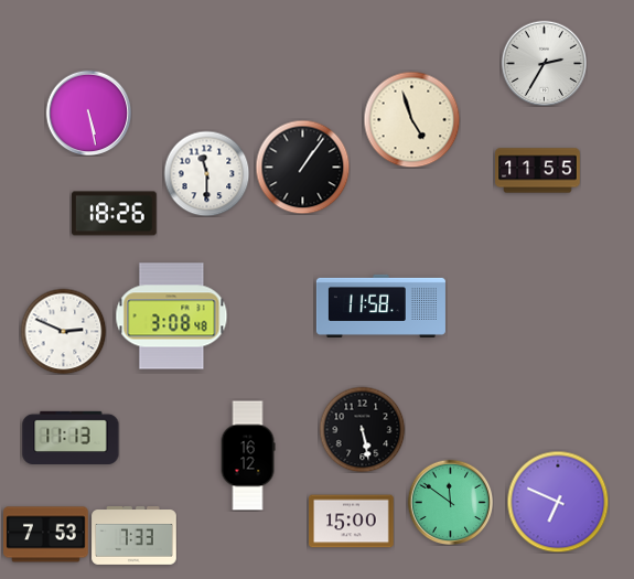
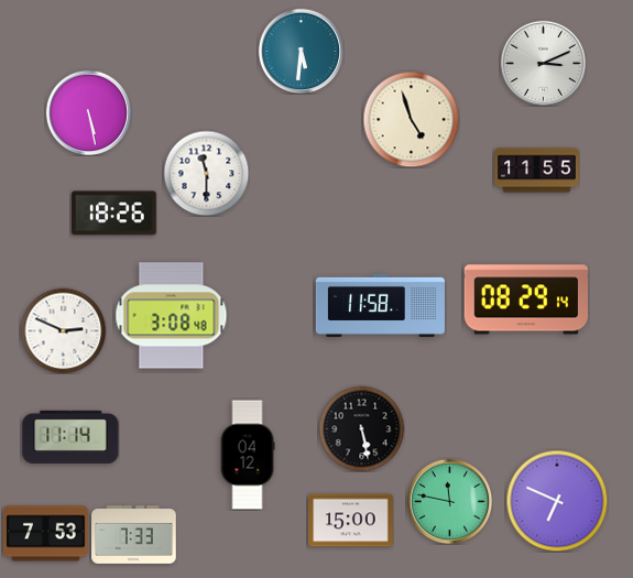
clock at (301, 51): none -> 5:31
clock at (544, 63): 2:35 -> 3:11
clock at (302, 167): 1:06 -> none
clock at (525, 299): none -> 08:29
clock at (71, 437): 11:13 -> 11:14
clock at (248, 455): 16:12 -> 04:12
clock at (450, 502): 11:51 -> 11:47
